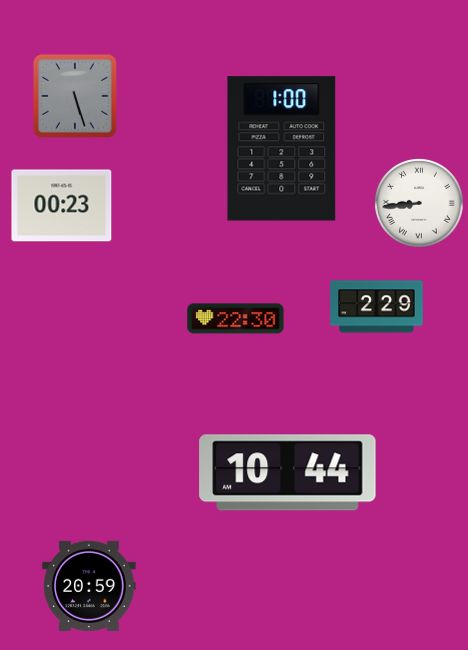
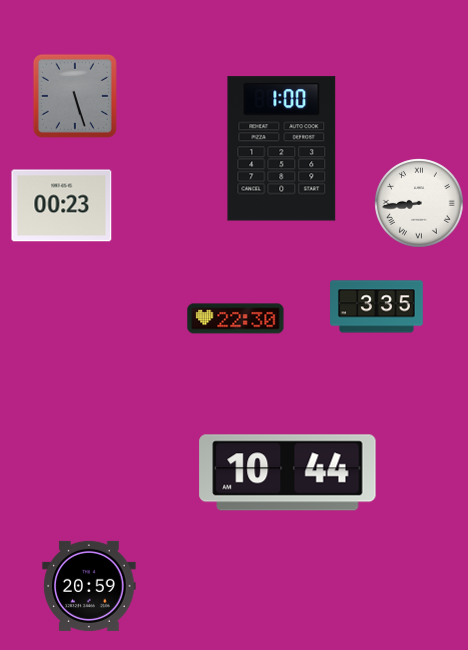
clock at (377, 307): 2:29 -> 3:35
